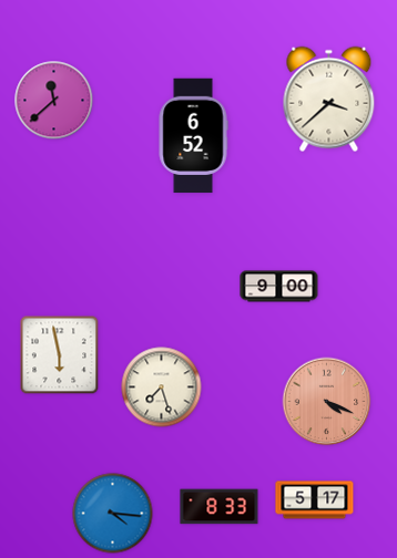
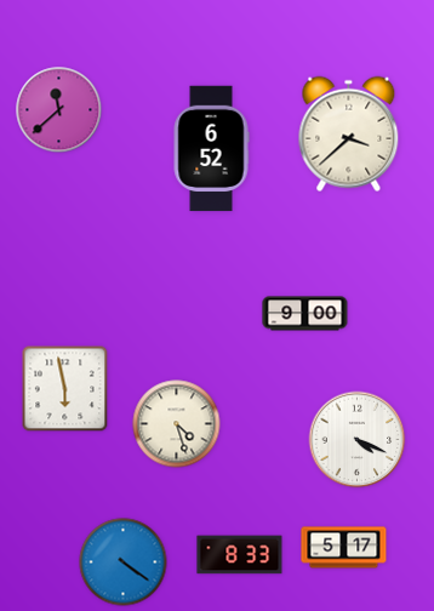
clock at (329, 100) position: (329, 100) -> (349, 135)
clock at (162, 387): 7:27 -> 4:27
clock at (327, 402) dial: salmon -> white
clock at (113, 514): 4:16 -> 4:21
